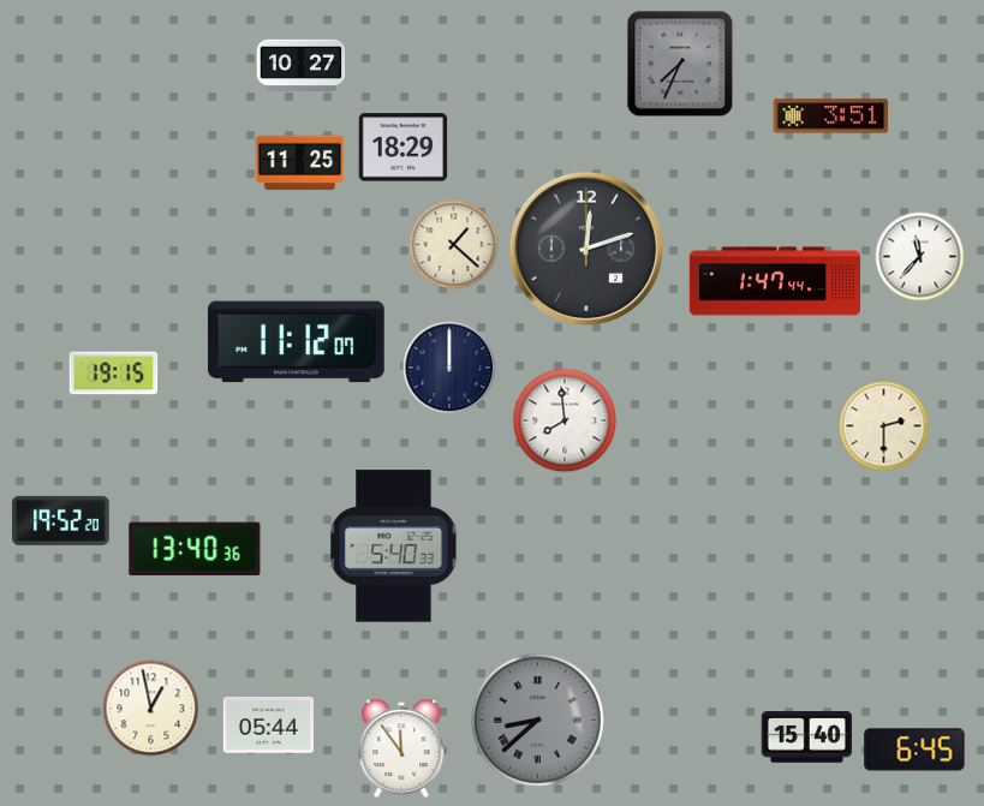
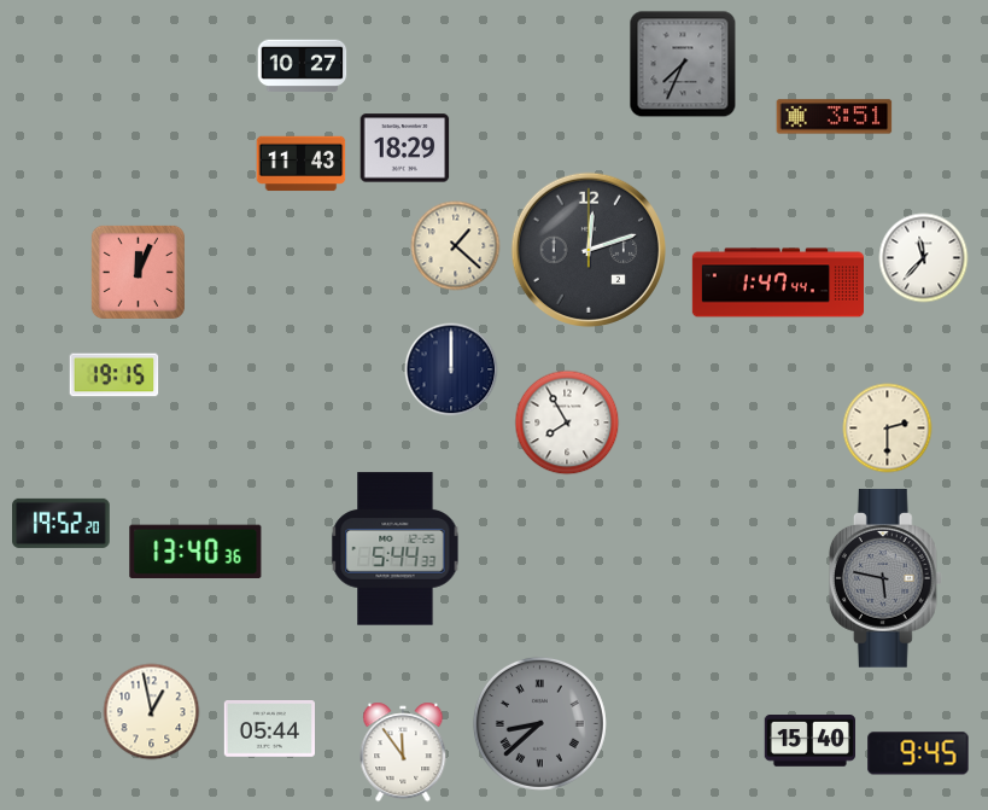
clock at (300, 163): 11:25 -> 11:43
clock at (138, 272): none -> 12:04
clock at (296, 342): 11:12 -> none
clock at (565, 420): 7:59 -> 7:55
clock at (394, 547): 5:40 -> 5:44
clock at (885, 578): none -> 5:47
clock at (914, 750): 6:45 -> 9:45
